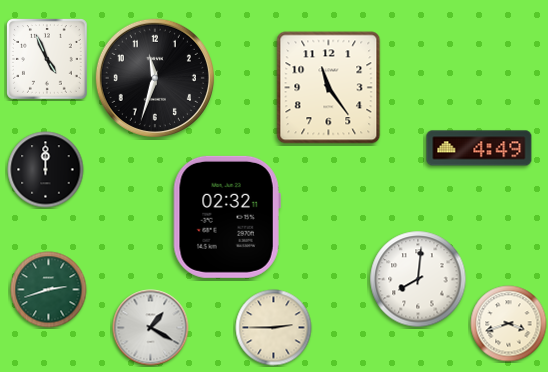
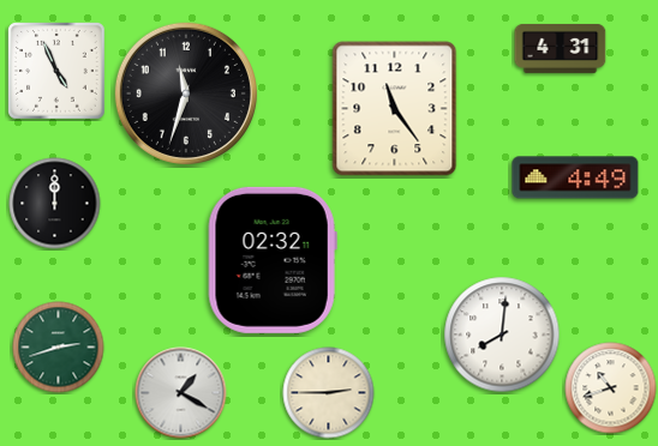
clock at (561, 48): none -> 4:31
clock at (329, 88) position: (329, 88) -> (395, 109)
clock at (509, 324): 3:42 -> 10:42
